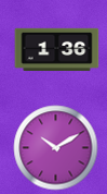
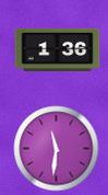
clock at (55, 147): 10:10 -> 11:31
